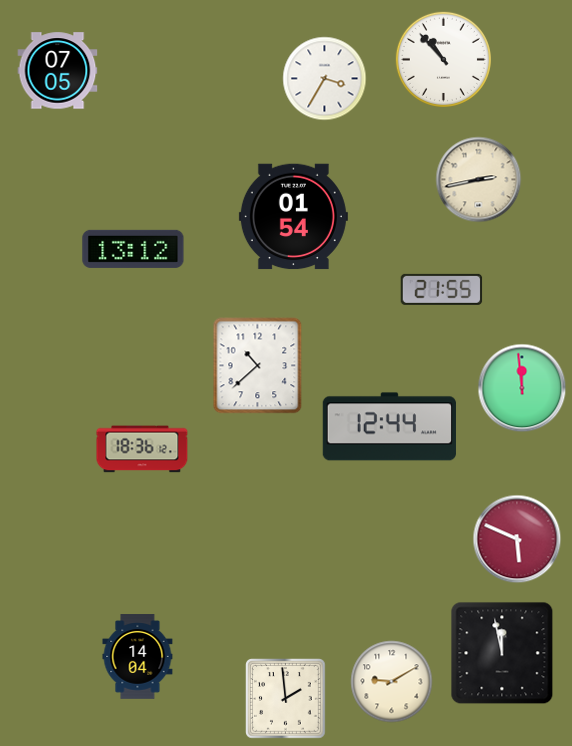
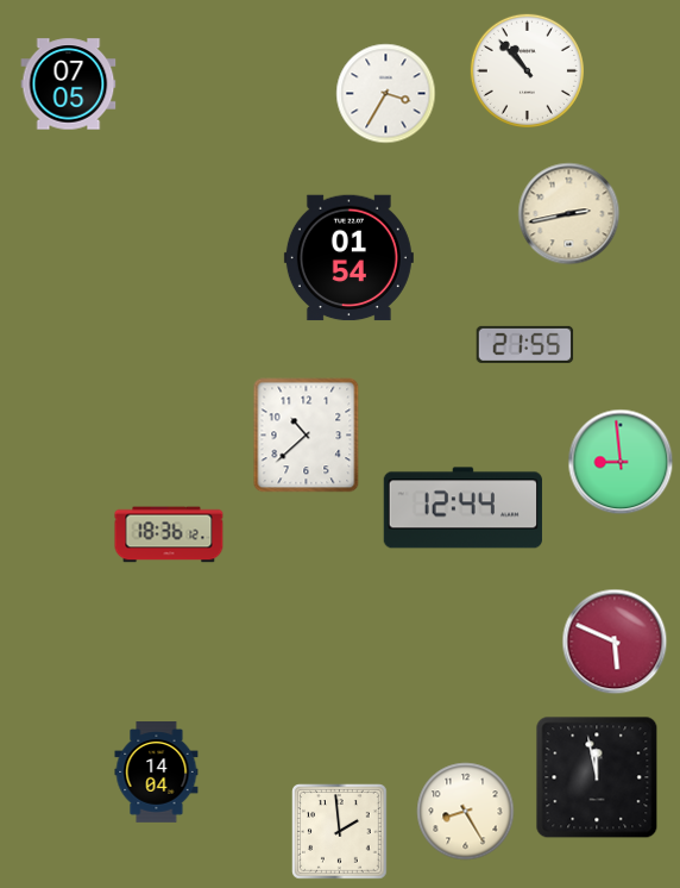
clock at (133, 249): 13:12 -> none
clock at (522, 388): 11:59 -> 8:59
clock at (138, 657) position: (138, 657) -> (157, 773)
clock at (392, 682): 9:10 -> 8:25
